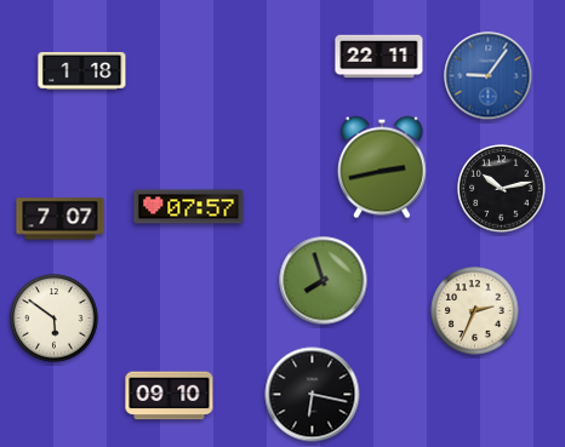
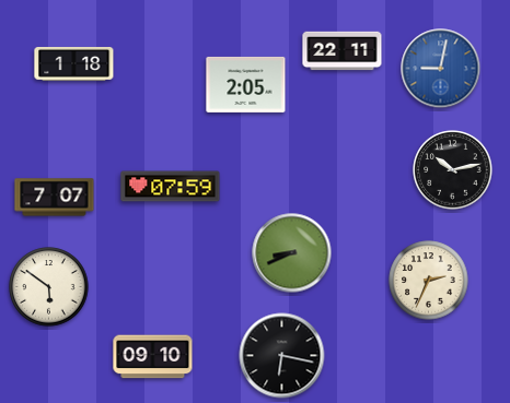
clock at (489, 76): 9:06 -> 9:02
clock at (246, 84): none -> 2:05
clock at (382, 167): 2:43 -> none
clock at (189, 207): 07:57 -> 07:59
clock at (324, 281): 7:57 -> 8:41
